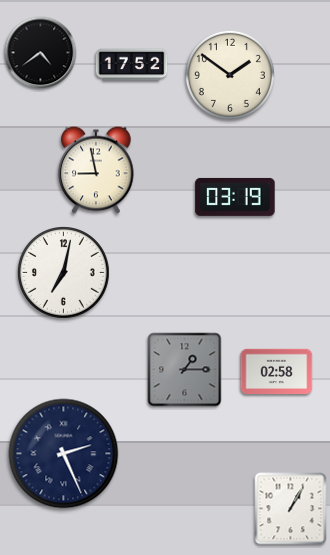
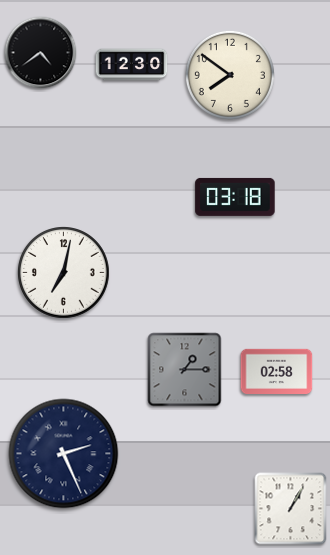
clock at (132, 65): 17:52 -> 12:30
clock at (230, 75): 1:51 -> 7:51
clock at (96, 170): 8:58 -> none
clock at (235, 197): 03:19 -> 03:18
